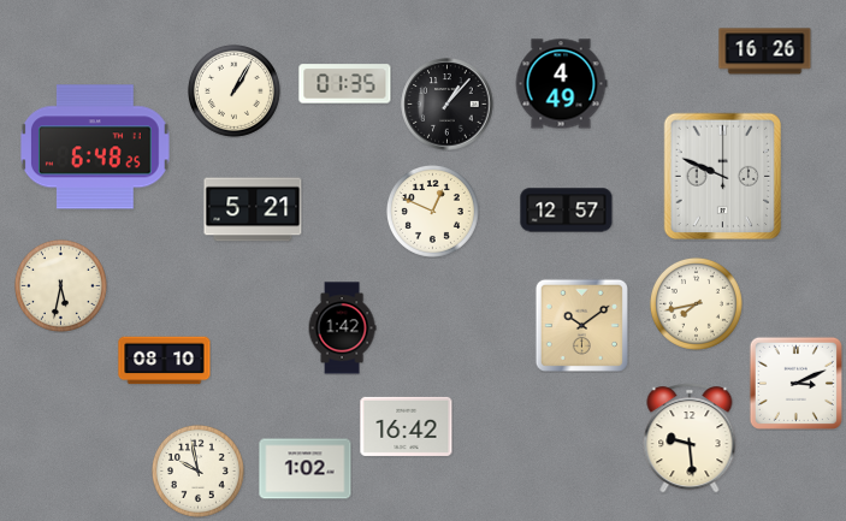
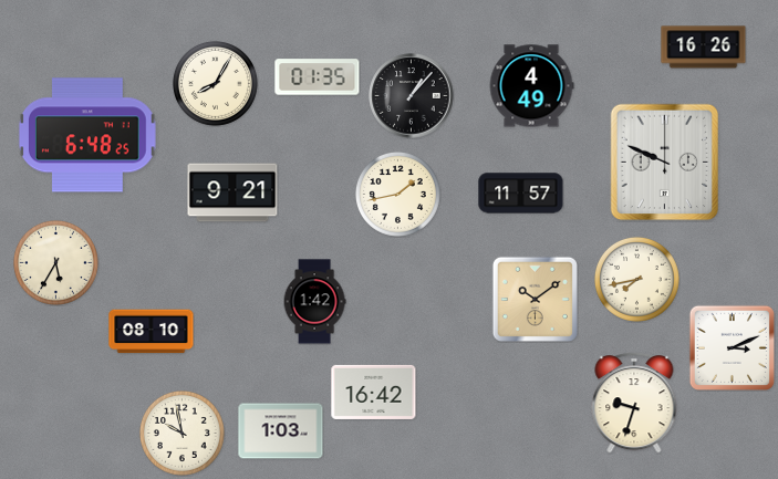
clock at (561, 84) position: (561, 84) -> (531, 86)
clock at (233, 90): 1:05 -> 8:05
clock at (253, 209): 5:21 -> 9:21
clock at (432, 211): 12:49 -> 1:43
clock at (567, 211): 12:57 -> 11:57
clock at (60, 285): 5:32 -> 5:35
clock at (696, 303) position: (696, 303) -> (636, 279)
clock at (795, 383) position: (795, 383) -> (732, 347)
clock at (690, 438): 9:29 -> 9:33
clock at (306, 469): 1:02 -> 1:03
